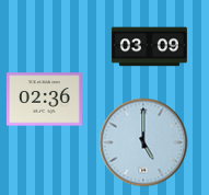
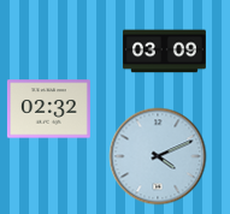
clock at (44, 100): 02:36 -> 02:32
clock at (143, 142): 5:00 -> 4:11
